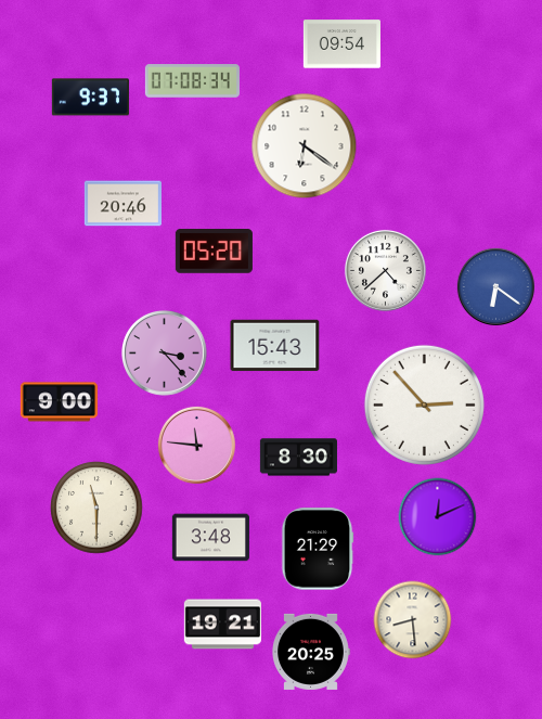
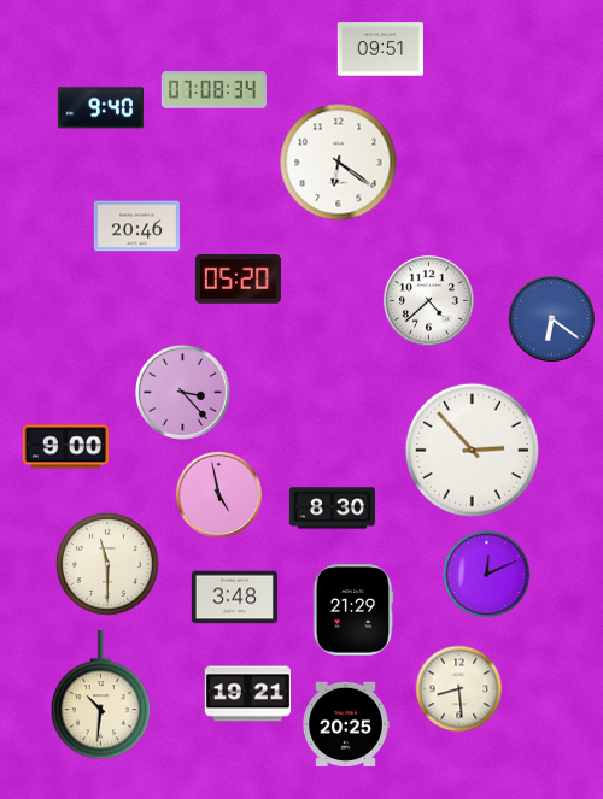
clock at (341, 44): 09:54 -> 09:51
clock at (90, 98): 9:37 -> 9:40
clock at (275, 346): 15:43 -> none
clock at (196, 445): 11:46 -> 4:58
clock at (100, 695): none -> 10:31
